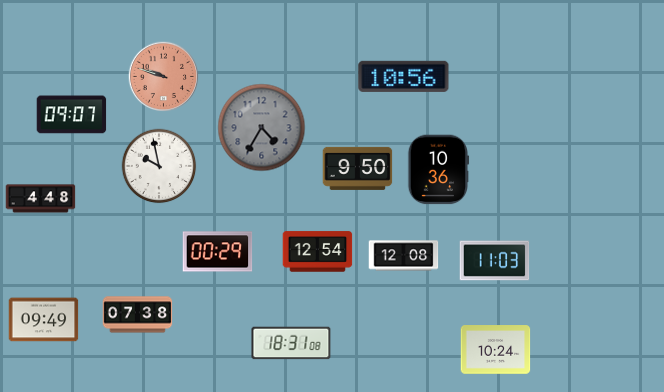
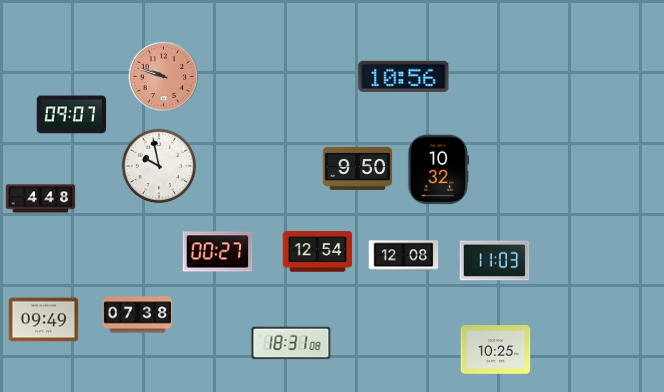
clock at (262, 128): 4:35 -> none
clock at (438, 170): 10:36 -> 10:32
clock at (218, 252): 00:29 -> 00:27
clock at (496, 350): 10:24 -> 10:25
